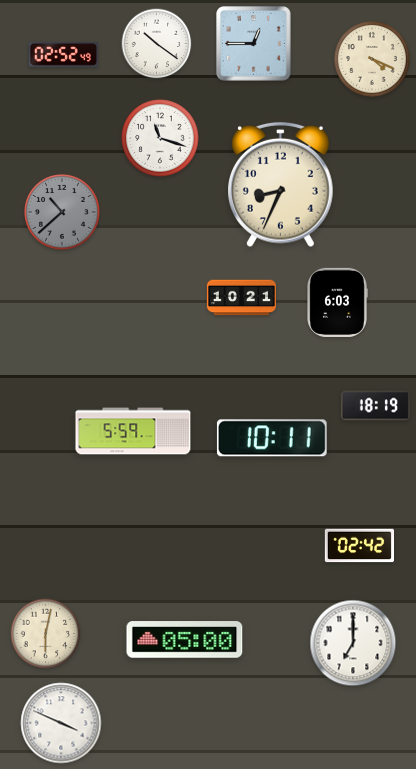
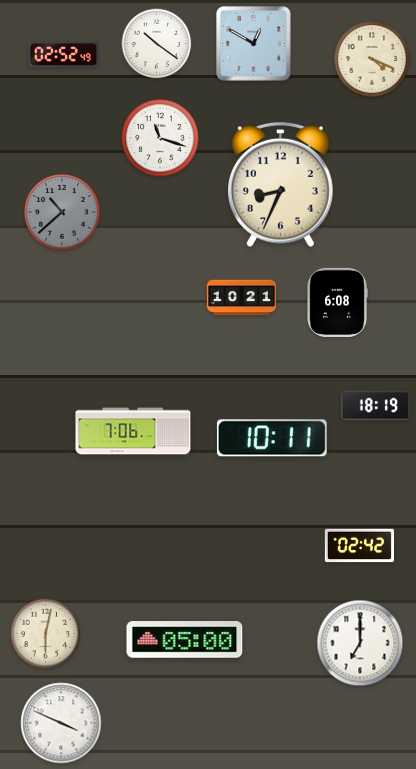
clock at (254, 44): 12:45 -> 12:50
clock at (337, 302): 6:03 -> 6:08
clock at (133, 431): 5:59 -> 7:06
clock at (353, 643) position: (353, 643) -> (360, 643)
